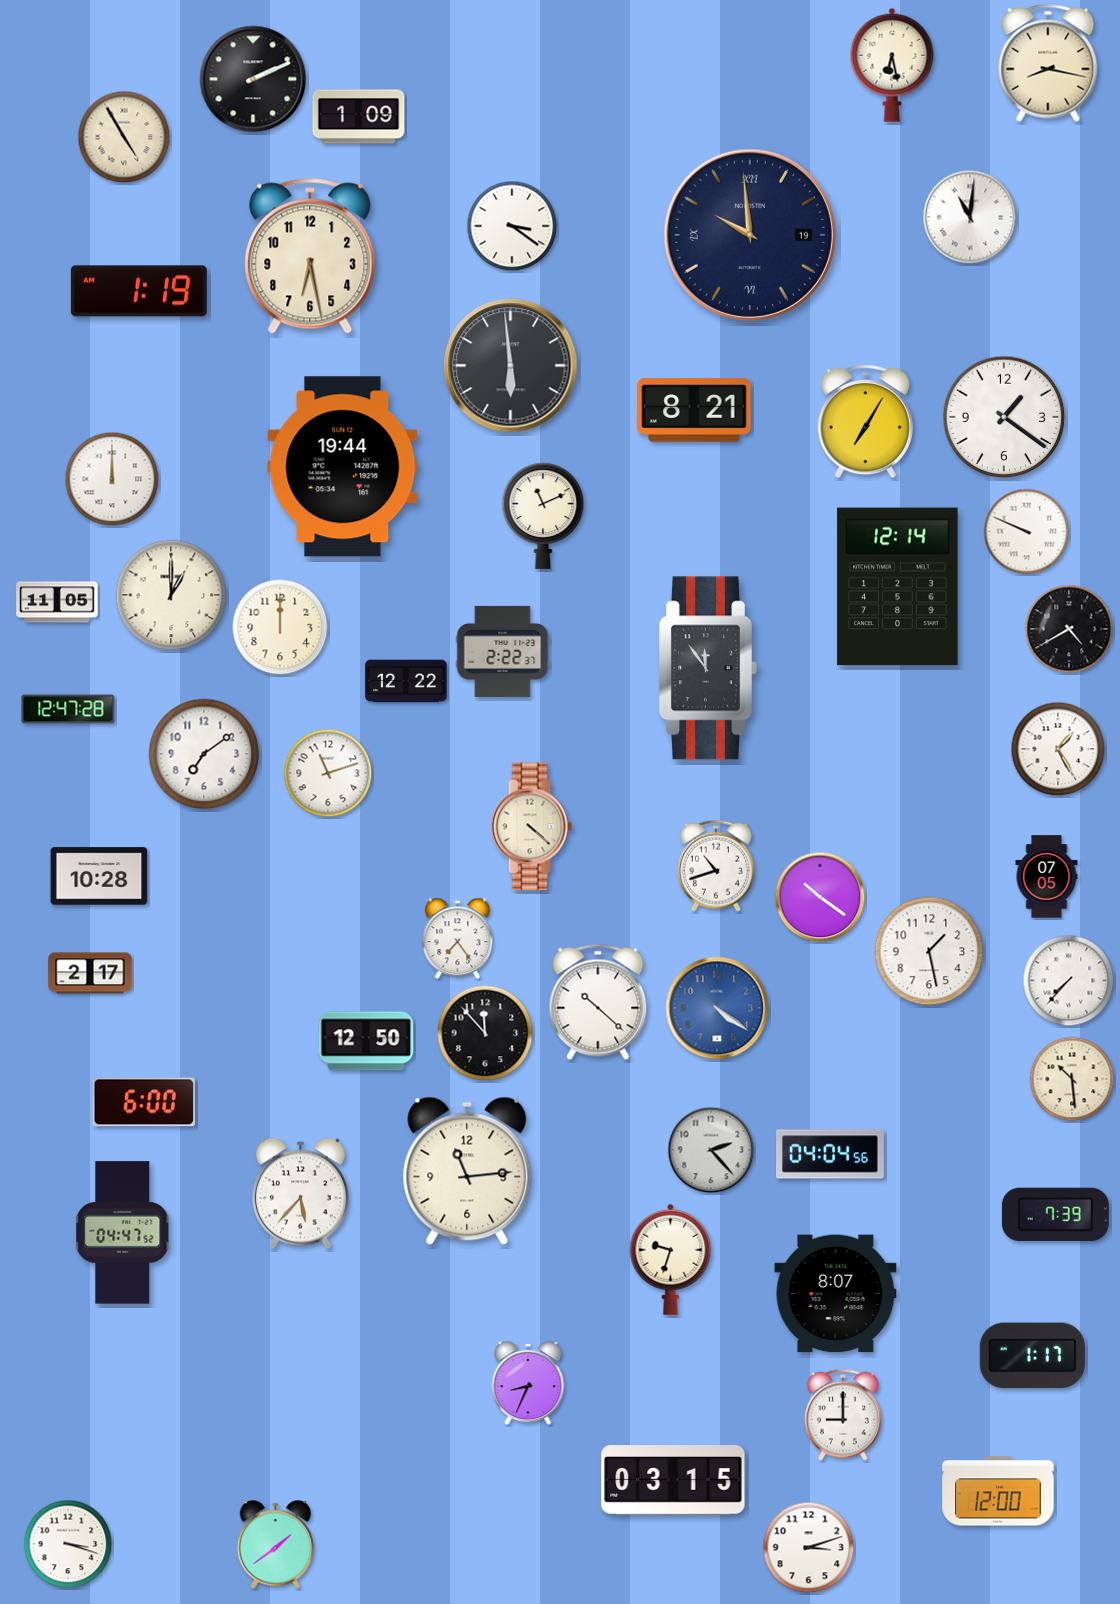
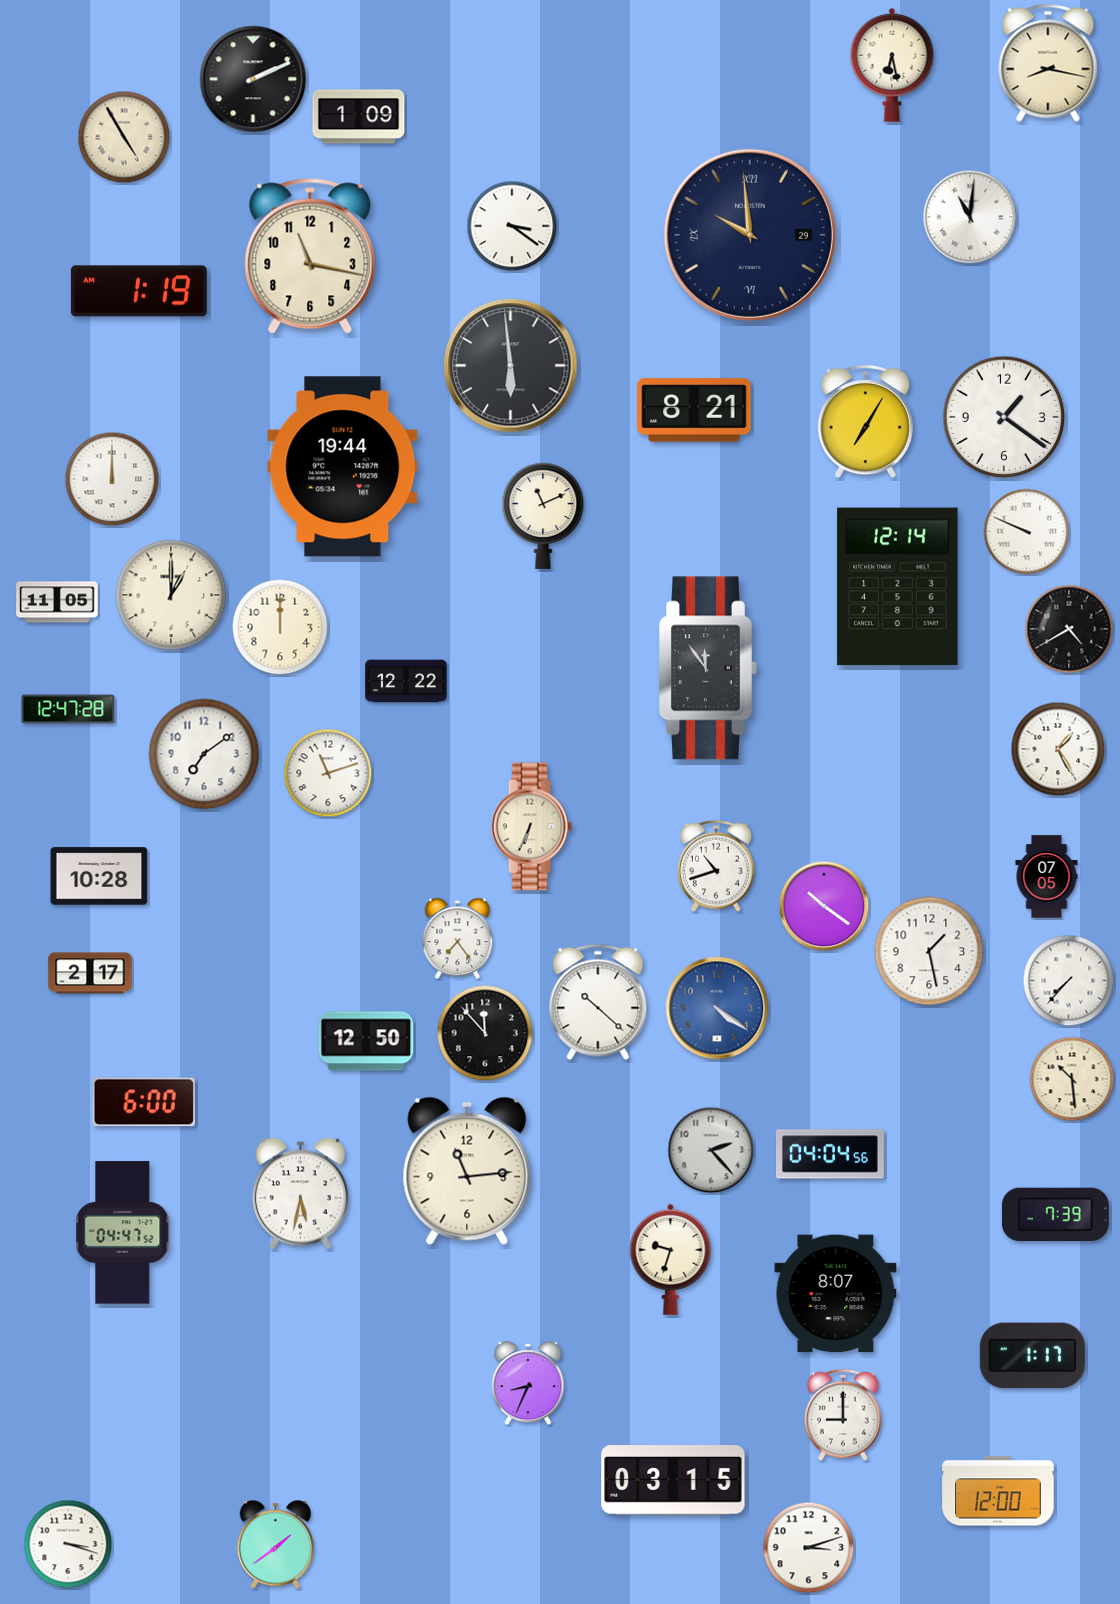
clock at (750, 235) date: 19 -> 29
clock at (310, 256): 6:28 -> 11:17
clock at (503, 651): 2:22 -> none
clock at (531, 827): 4:22 -> 6:34
clock at (820, 897) position: (820, 897) -> (824, 906)
clock at (300, 1194): 5:37 -> 5:32
